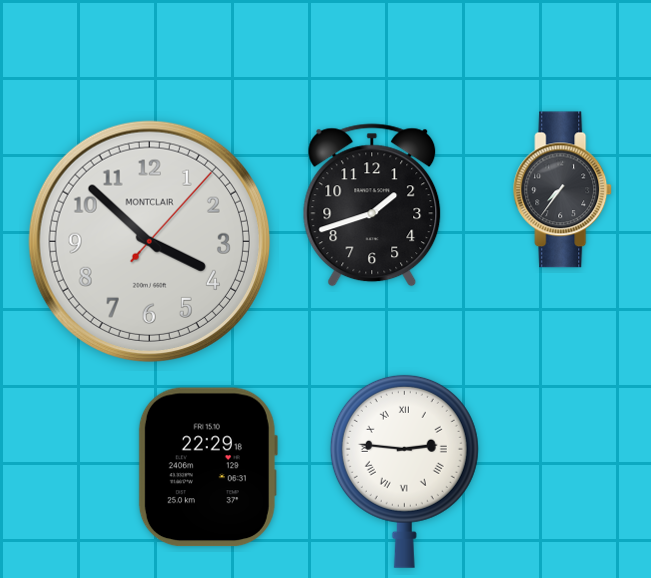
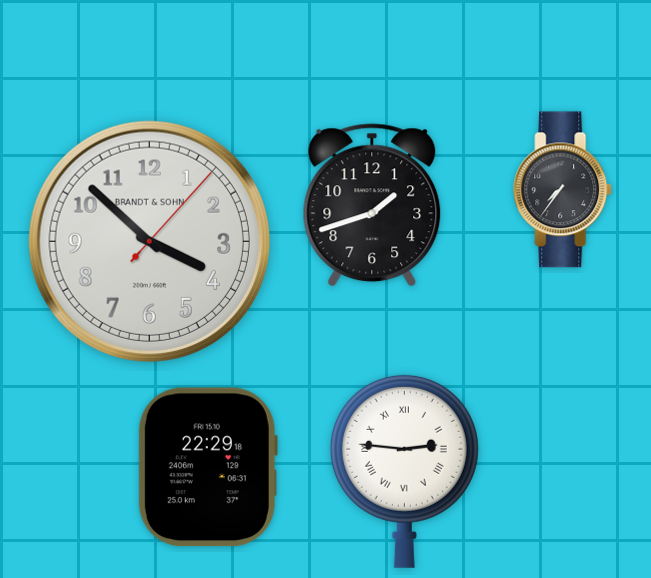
clock at (149, 241) brand: MONTCLAIR -> BRANDT & SOHN
